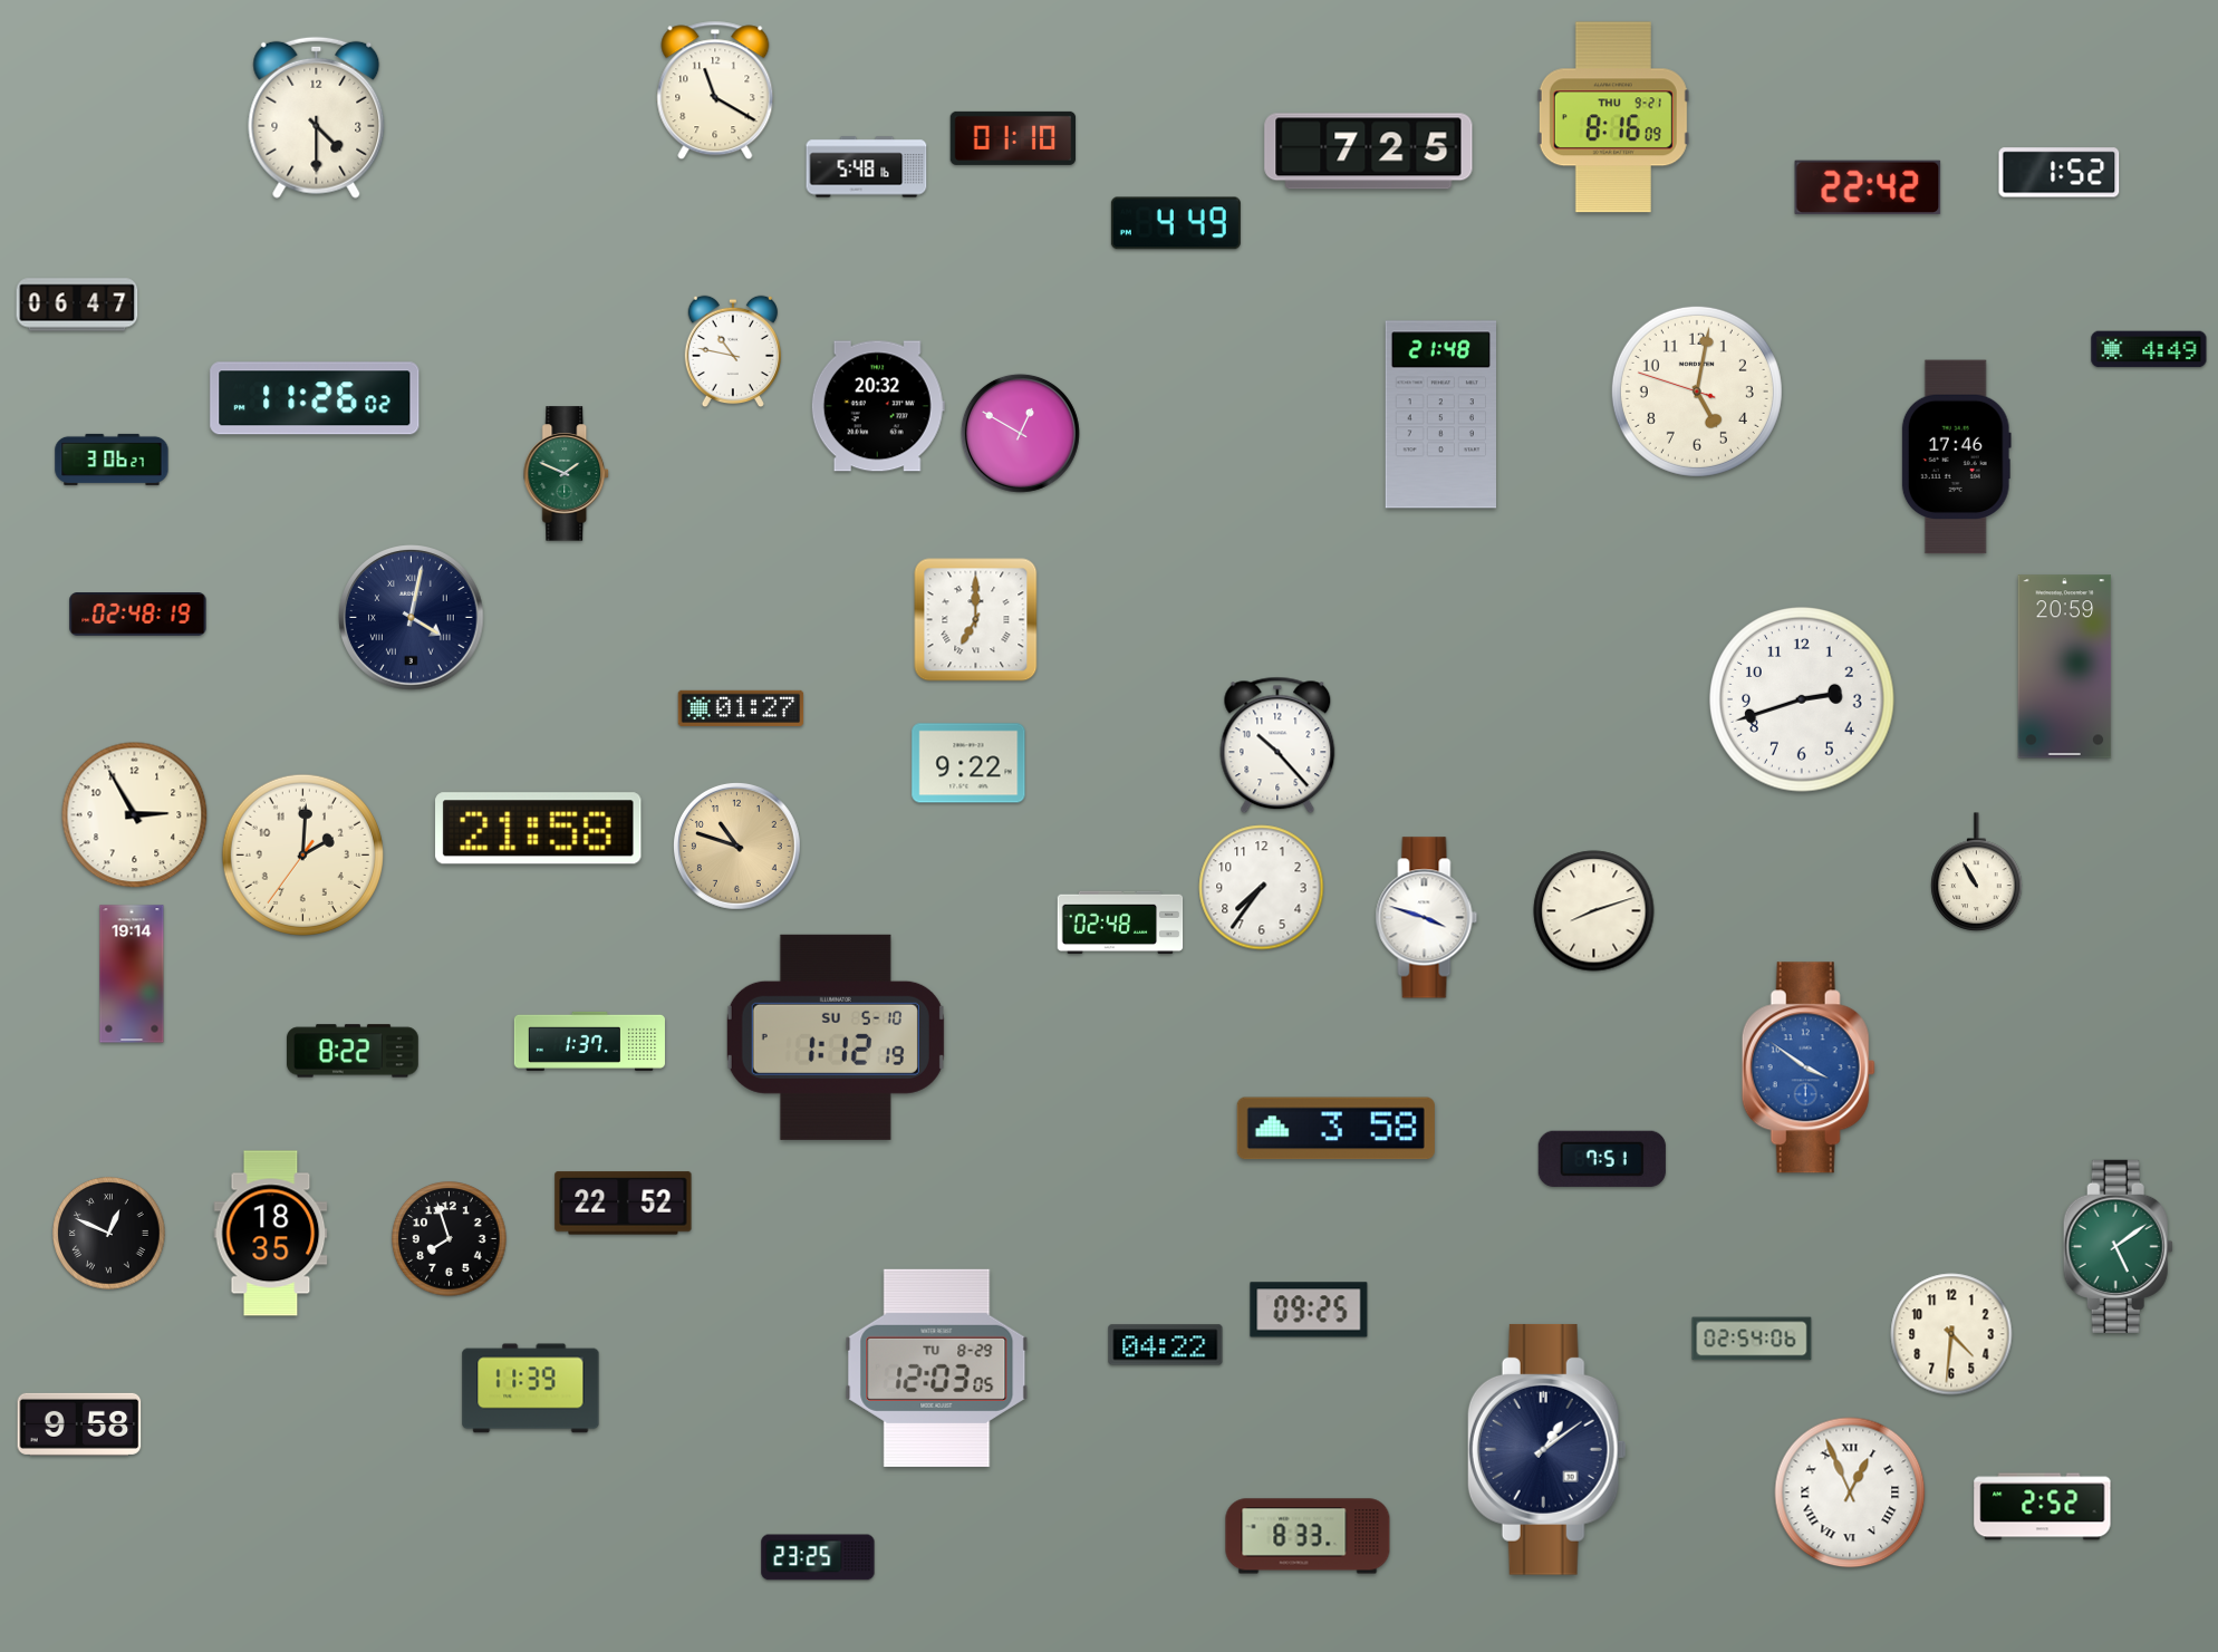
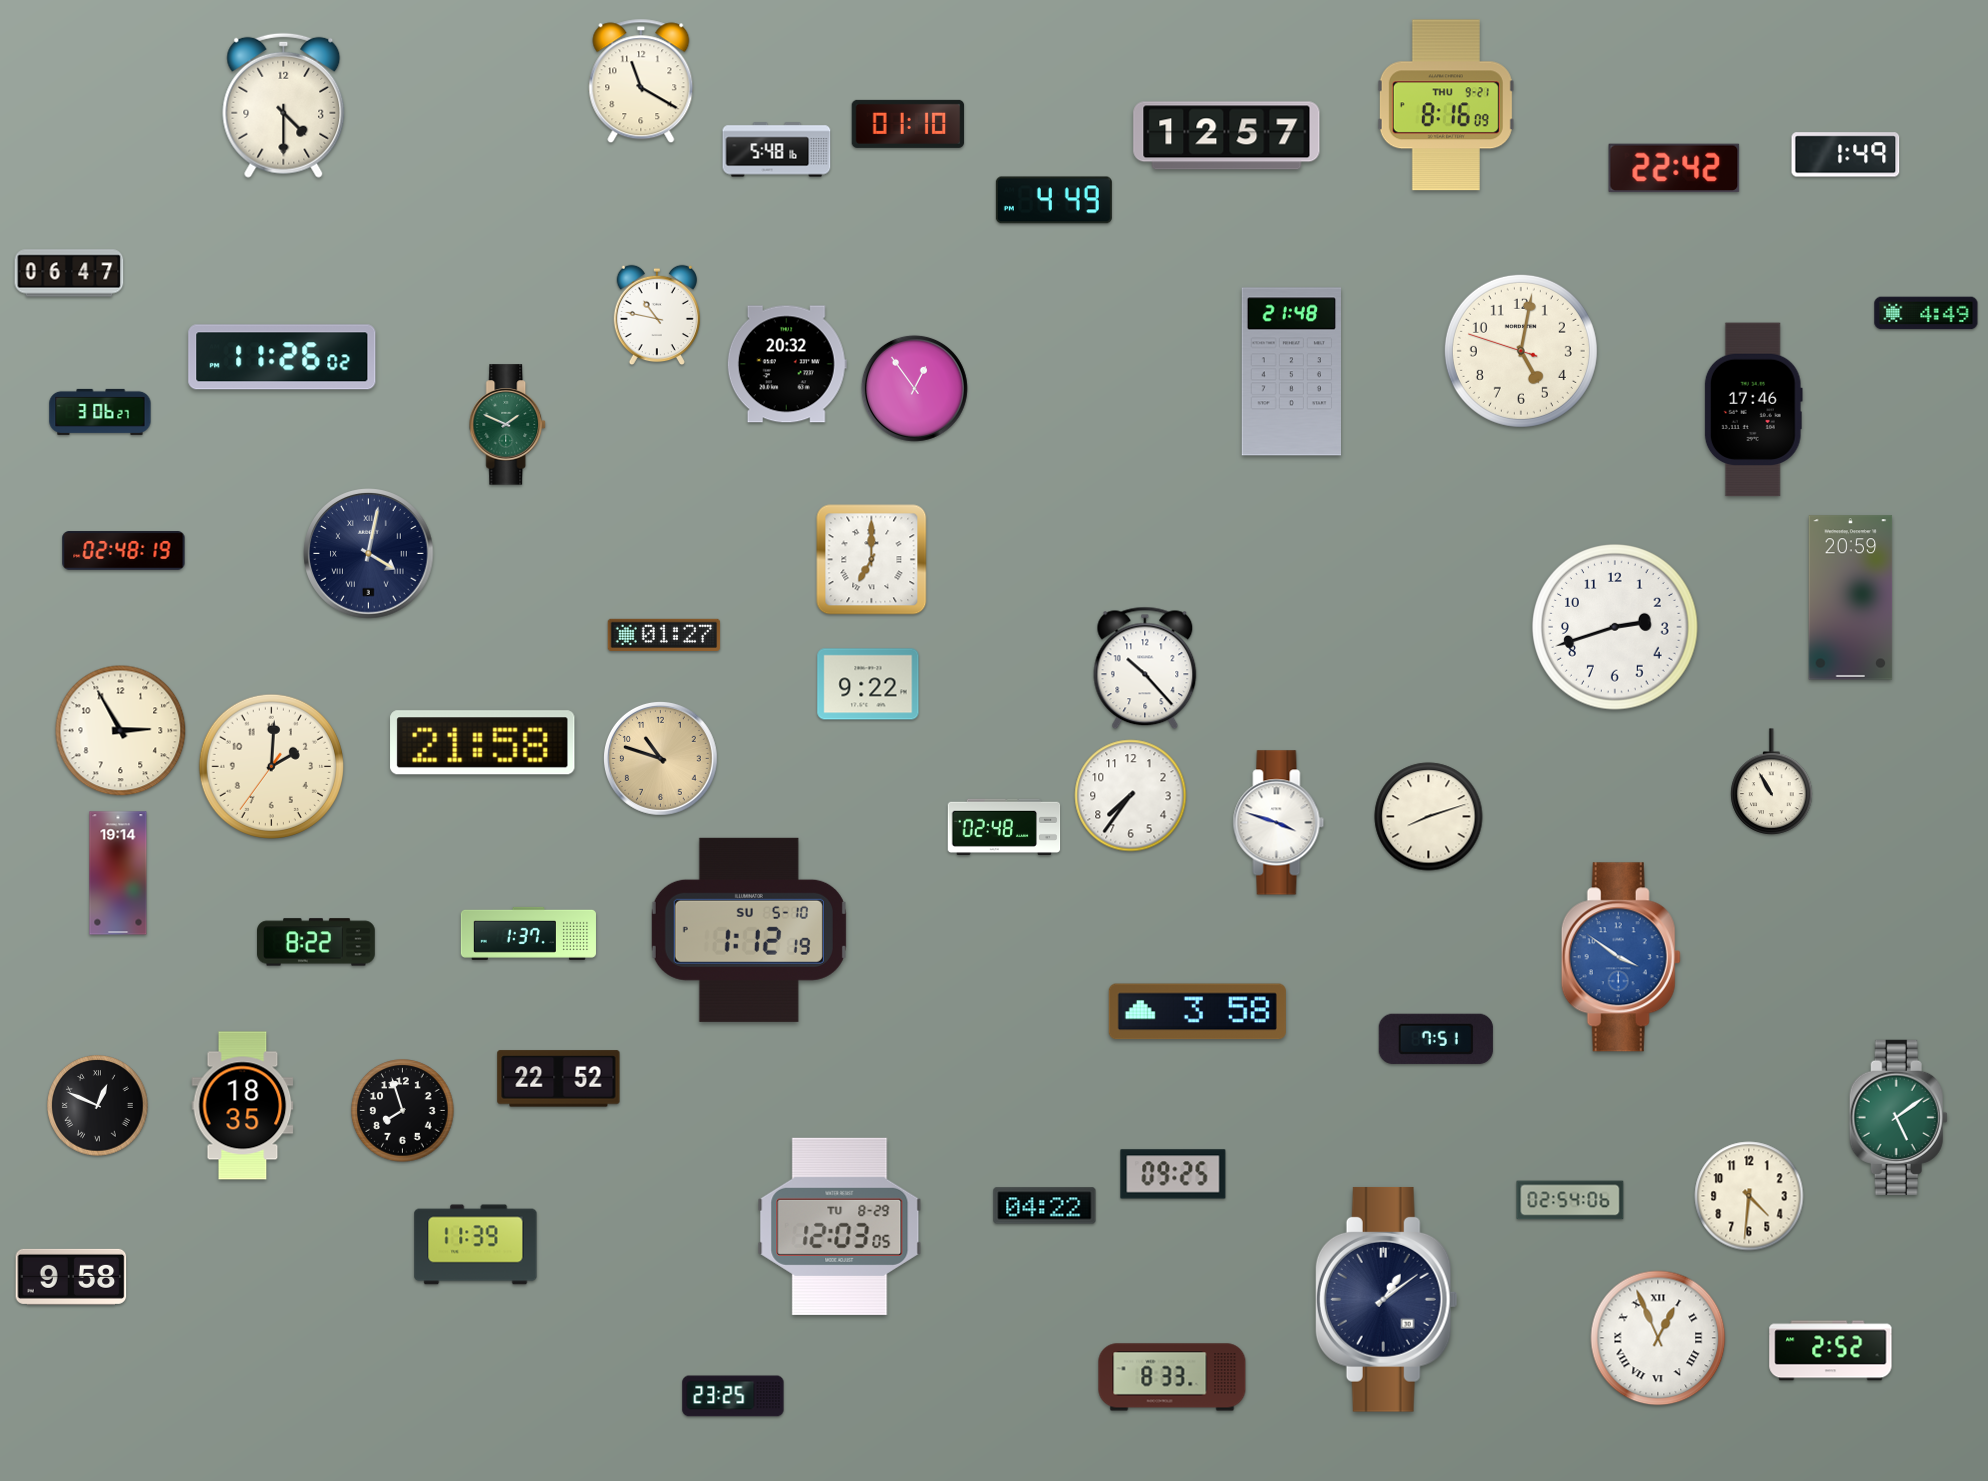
clock at (1369, 152): 7:25 -> 12:57
clock at (2060, 173): 1:52 -> 1:49
clock at (1020, 433): 12:50 -> 12:54
clock at (976, 620) position: (976, 620) -> (872, 560)
